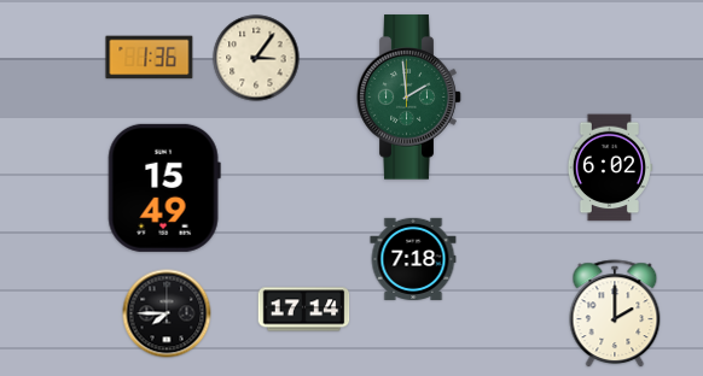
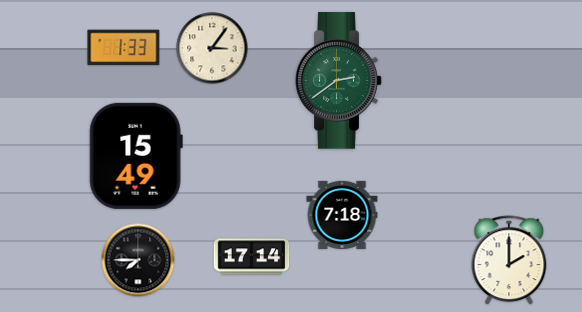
clock at (150, 58): 1:36 -> 1:33
clock at (409, 98): 1:59 -> 2:39
clock at (609, 168): 6:02 -> none
